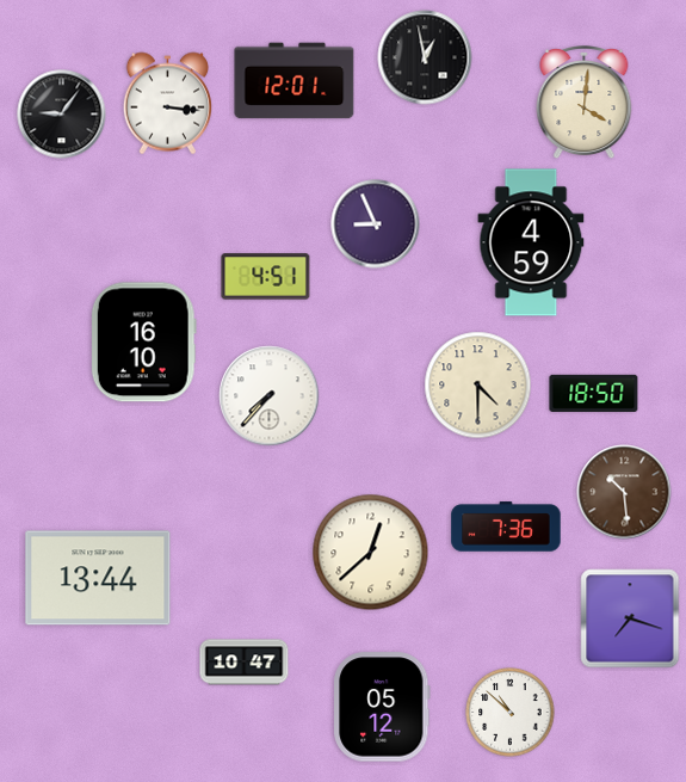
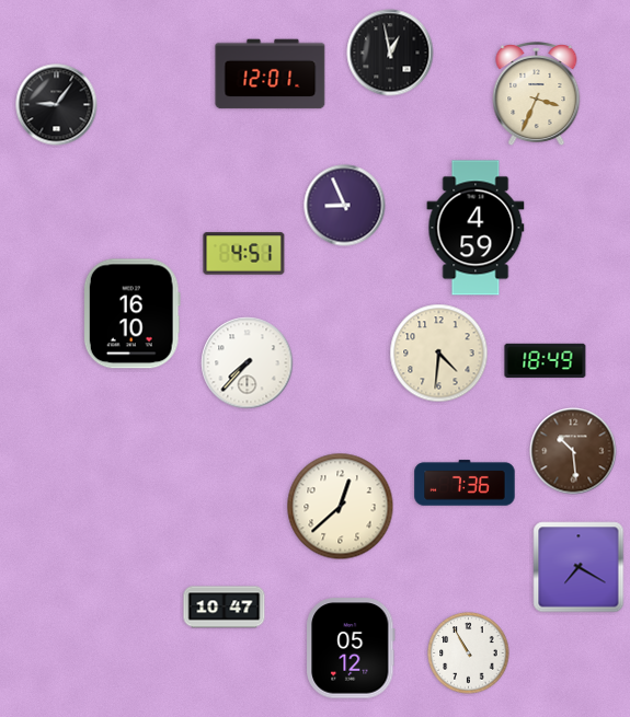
clock at (168, 104): 3:16 -> none
clock at (585, 104): 4:01 -> 3:34
clock at (531, 242) position: (531, 242) -> (476, 228)
clock at (478, 386): 4:30 -> 4:31
clock at (594, 393): 18:50 -> 18:49
clock at (98, 578): 13:44 -> none
clock at (630, 618): 7:18 -> 7:20
clock at (511, 713): 10:52 -> 10:55
